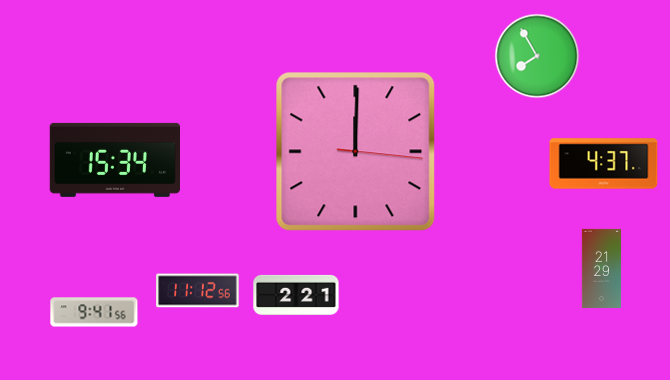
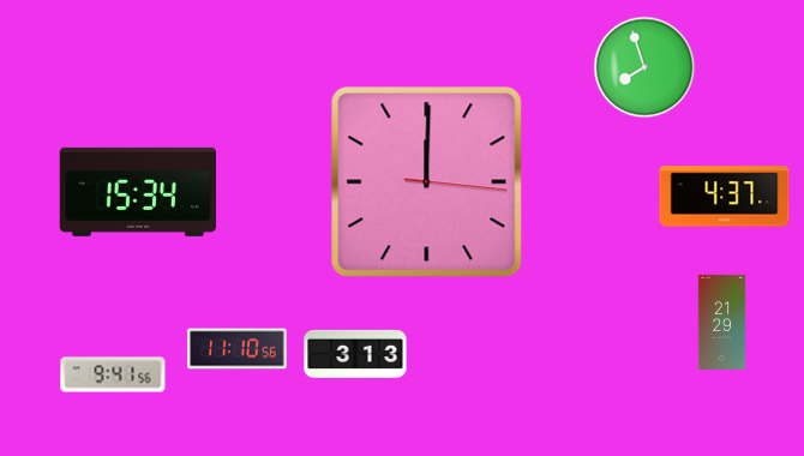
clock at (537, 56): 7:55 -> 7:57
clock at (198, 291): 11:12 -> 11:10
clock at (296, 295): 2:21 -> 3:13
